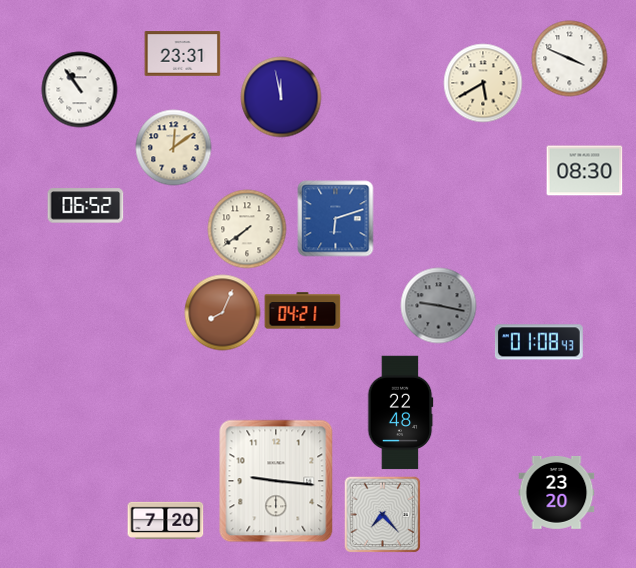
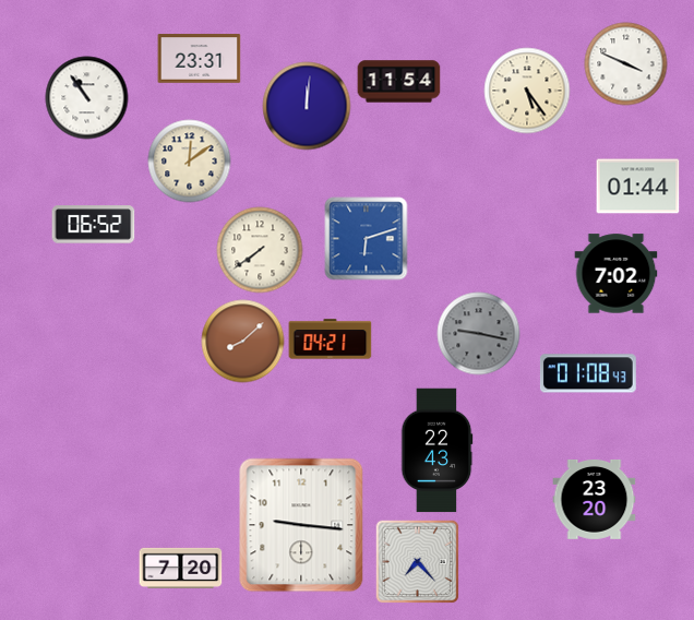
clock at (570, 59) position: (570, 59) -> (626, 64)
clock at (399, 82): none -> 11:54
clock at (483, 83): 5:40 -> 5:24
clock at (281, 97): 11:58 -> 12:01
clock at (585, 171): 08:30 -> 01:44
clock at (247, 229) position: (247, 229) -> (260, 250)
clock at (617, 274): none -> 7:02
clock at (223, 313): 8:04 -> 8:08
clock at (400, 413): 22:48 -> 22:43
clock at (557, 493) position: (557, 493) -> (595, 500)
